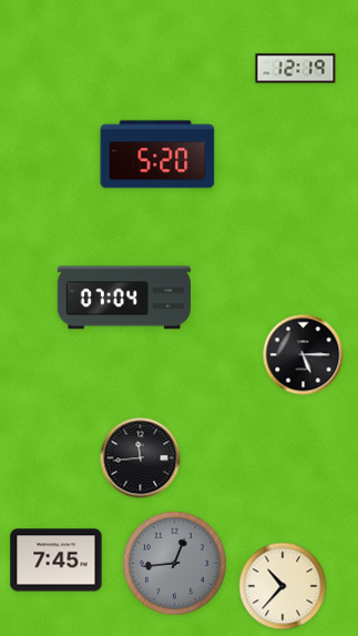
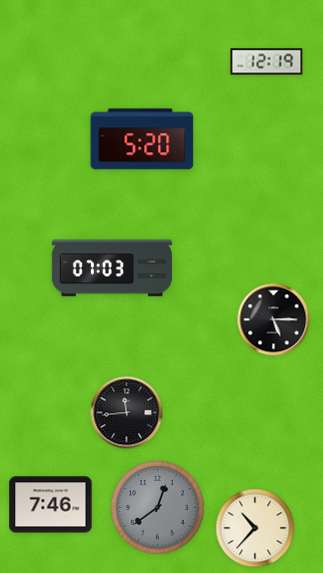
clock at (124, 297): 07:04 -> 07:03
clock at (57, 561): 7:45 -> 7:46
clock at (175, 564): 12:44 -> 12:39
